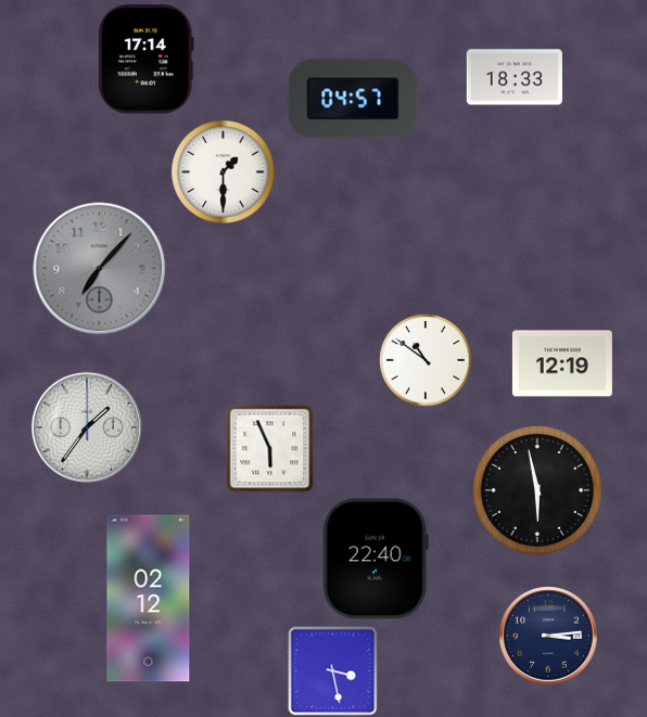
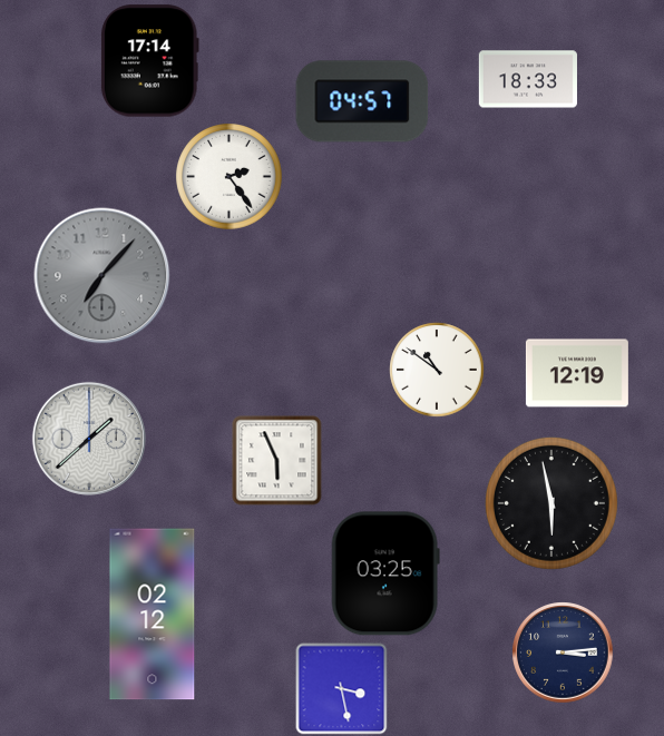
clock at (224, 172): 1:30 -> 2:24
clock at (87, 427): 1:36 -> 1:38
clock at (376, 559): 22:40 -> 03:25
